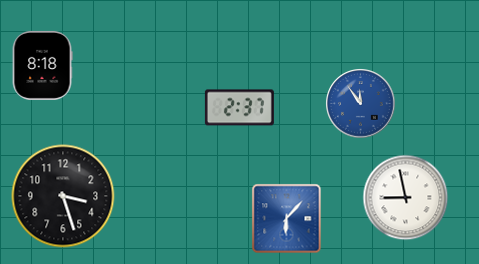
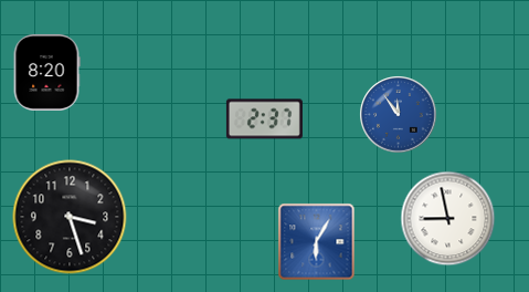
clock at (42, 65): 8:18 -> 8:20
clock at (287, 219): 6:07 -> 6:05
